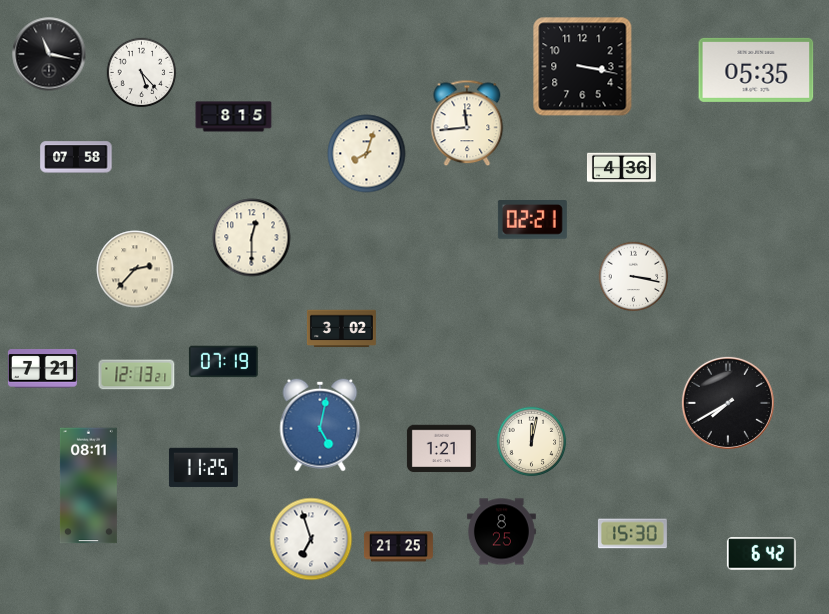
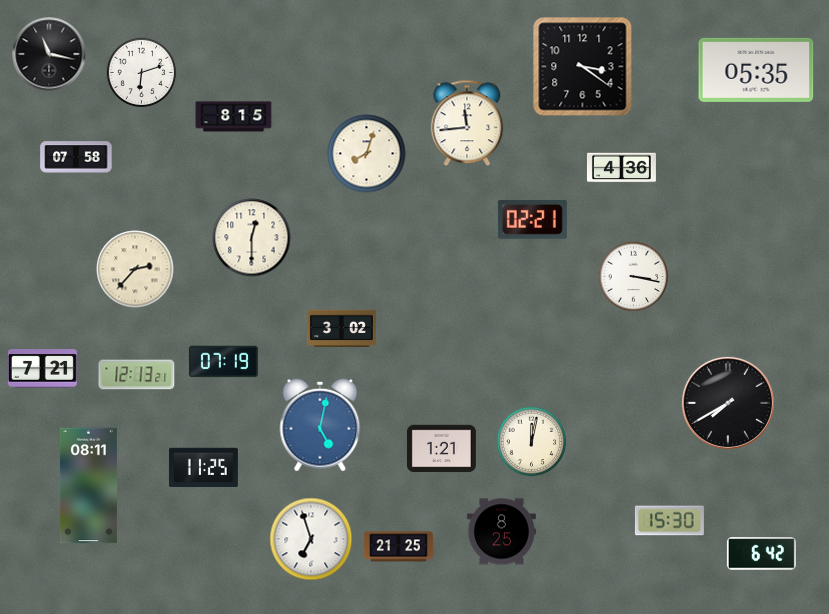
clock at (583, 67): 3:17 -> 3:21
clock at (142, 73): 5:23 -> 6:12
clock at (632, 534) position: (632, 534) -> (669, 521)
